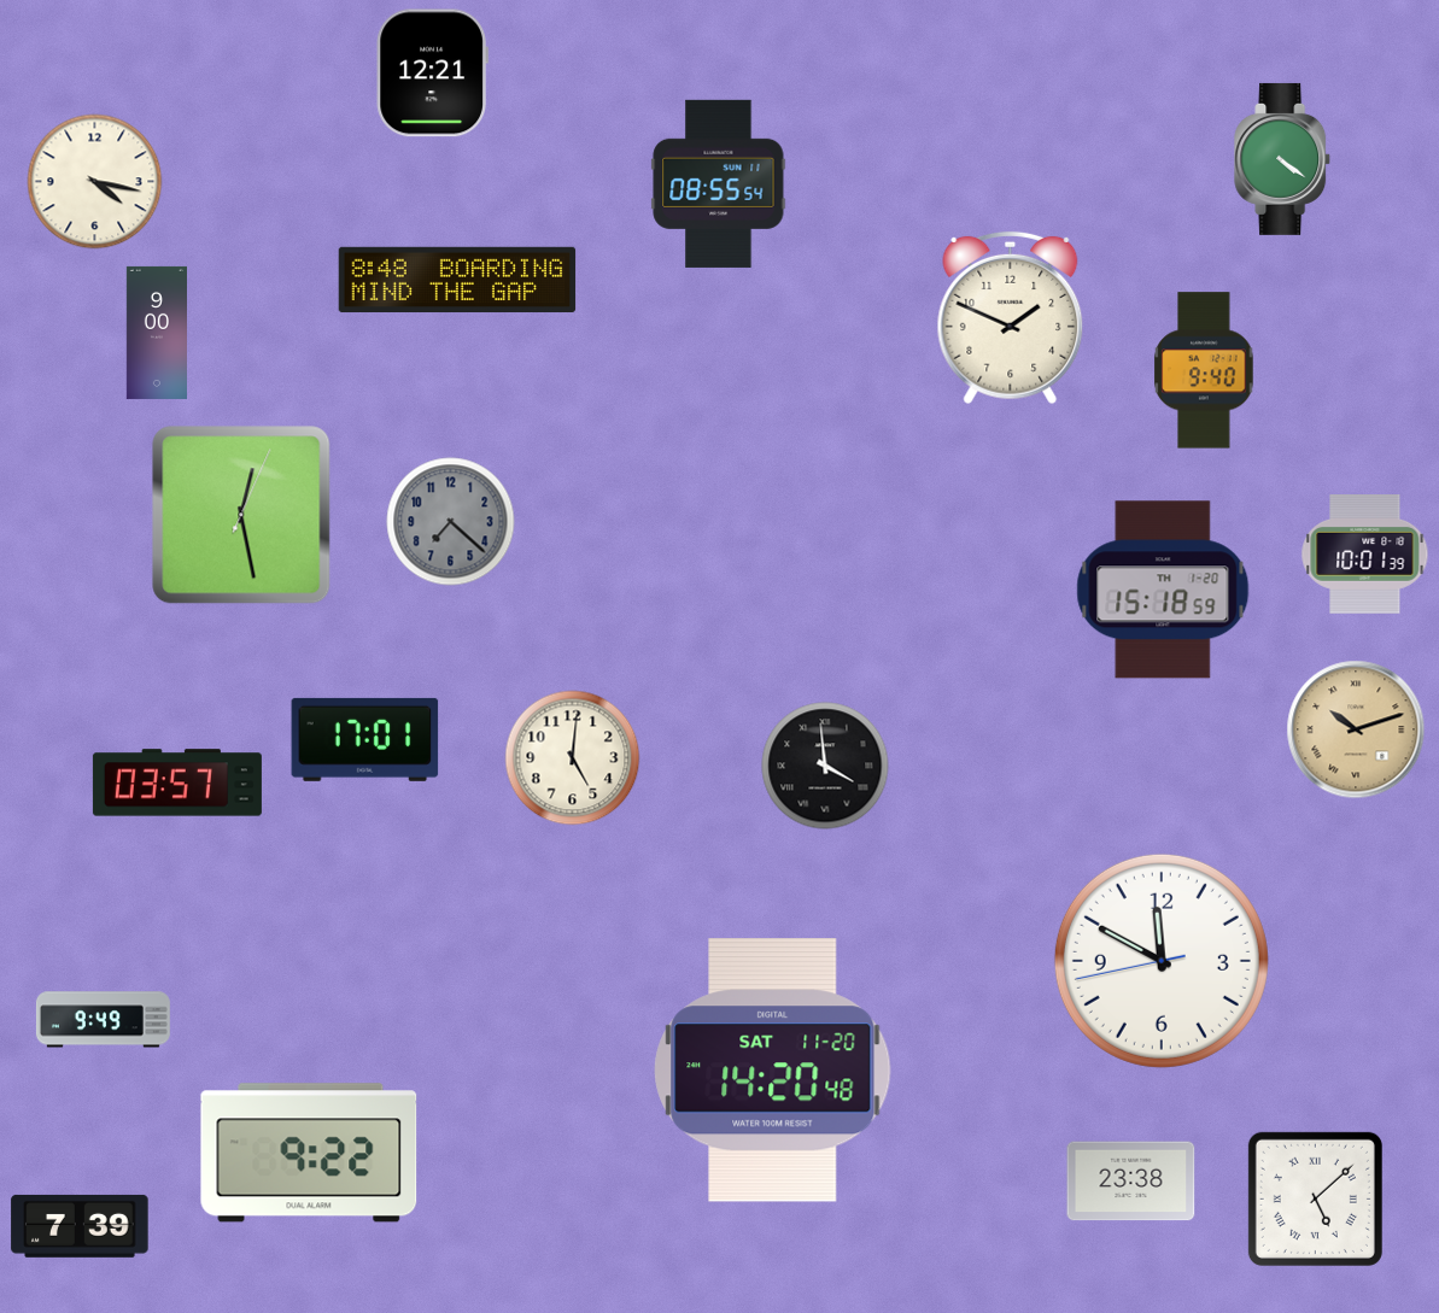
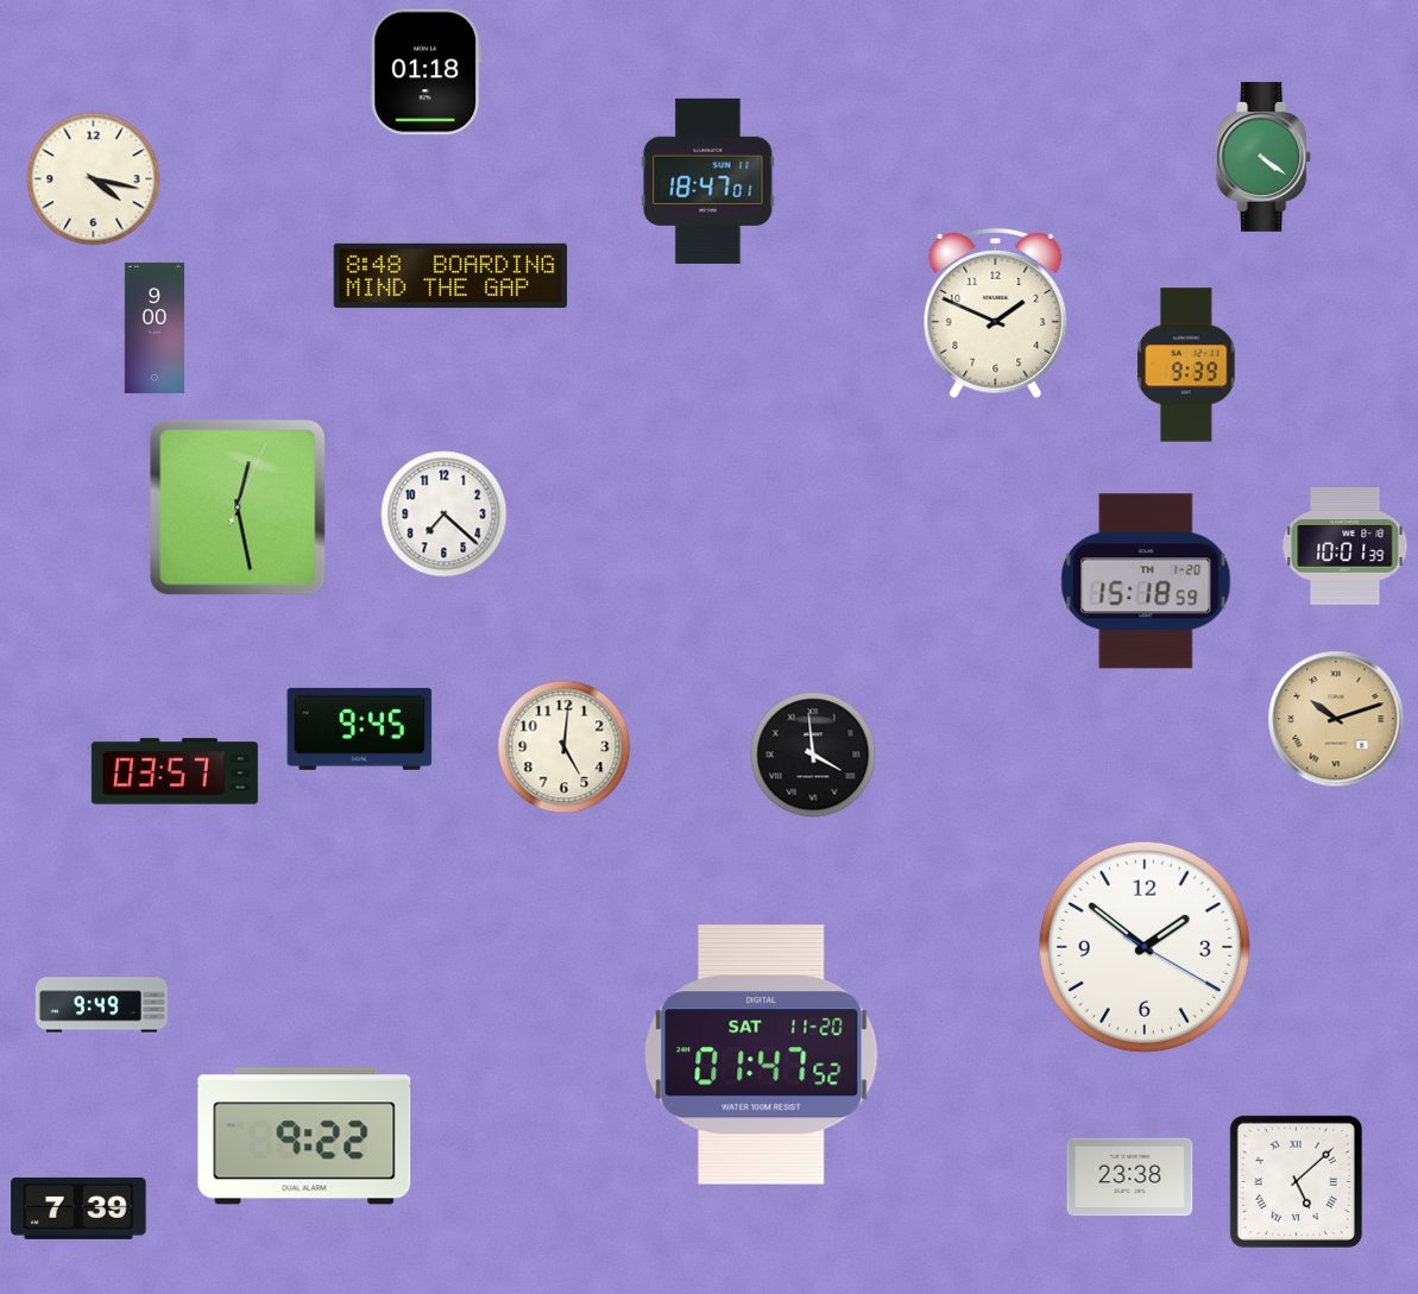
clock at (432, 74): 12:21 -> 01:18
clock at (719, 183): 08:55 -> 18:47
clock at (1204, 370): 9:40 -> 9:39
clock at (451, 522) dial: grey -> white
clock at (365, 739): 17:01 -> 9:45
clock at (1162, 961): 11:49 -> 1:51
clock at (773, 1071): 14:20 -> 01:47
clock at (1131, 1182) position: (1131, 1182) -> (1130, 1178)
